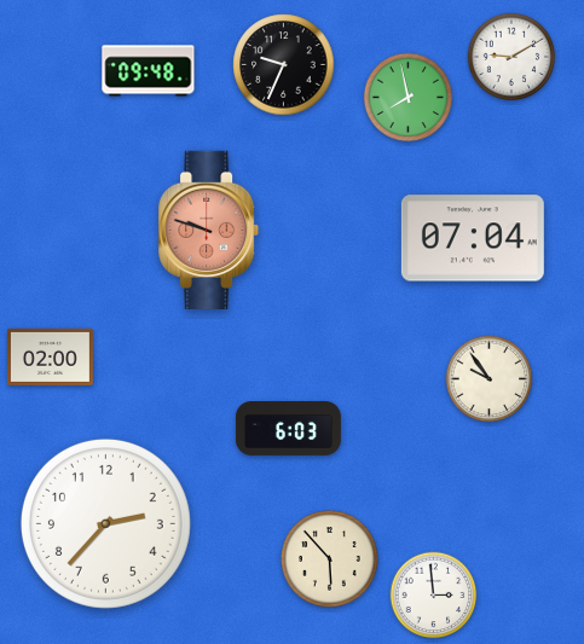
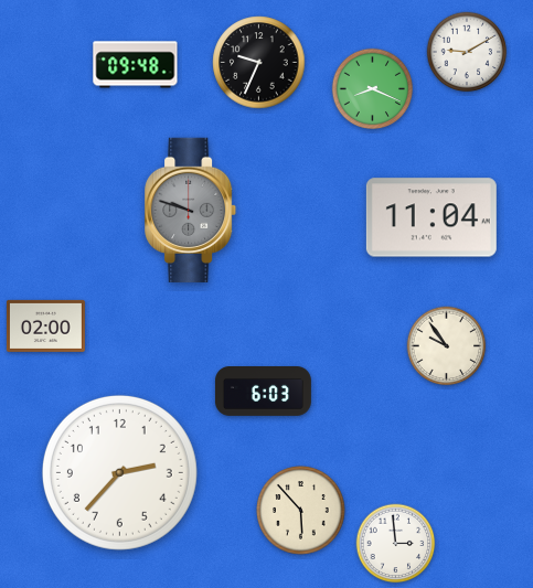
clock at (284, 65) position: (284, 65) -> (259, 63)
clock at (409, 98): 7:58 -> 8:19
clock at (210, 230) dial: salmon -> grey
clock at (473, 238): 07:04 -> 11:04
clock at (105, 523) position: (105, 523) -> (119, 472)
